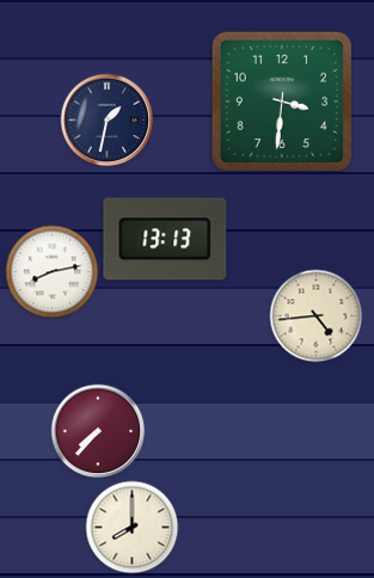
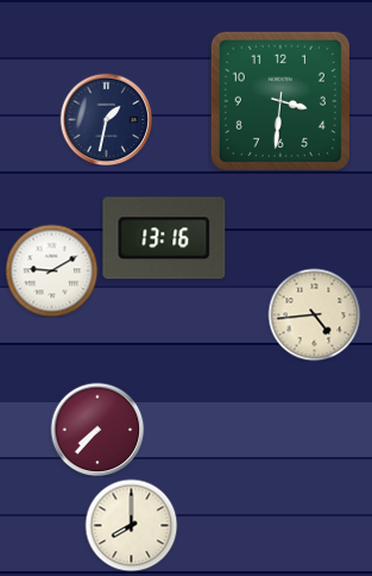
clock at (165, 239): 13:13 -> 13:16
clock at (51, 271): 8:13 -> 9:10
